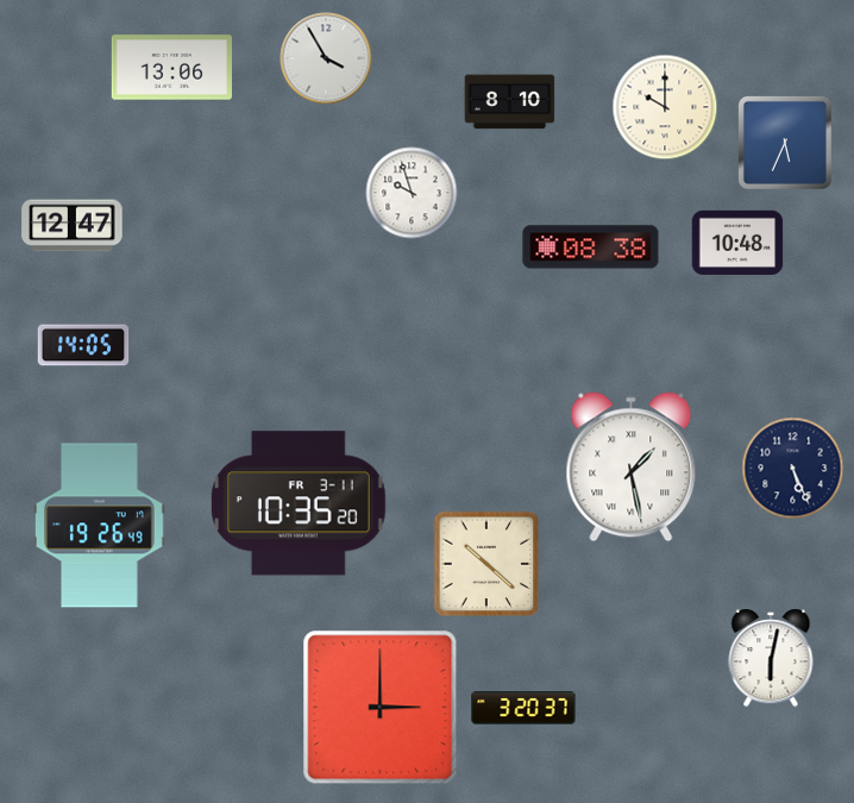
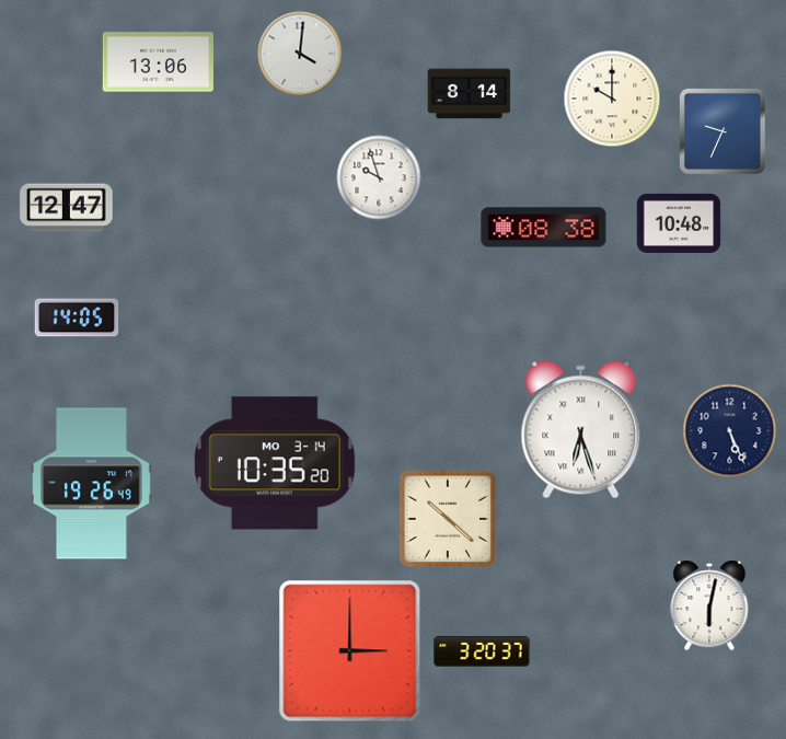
clock at (326, 58): 3:55 -> 4:01
clock at (510, 102): 8:10 -> 8:14
clock at (785, 143): 5:34 -> 9:34
clock at (632, 468): 1:28 -> 6:27
clock at (300, 503) date: FR 3-11 -> MO 3-14
